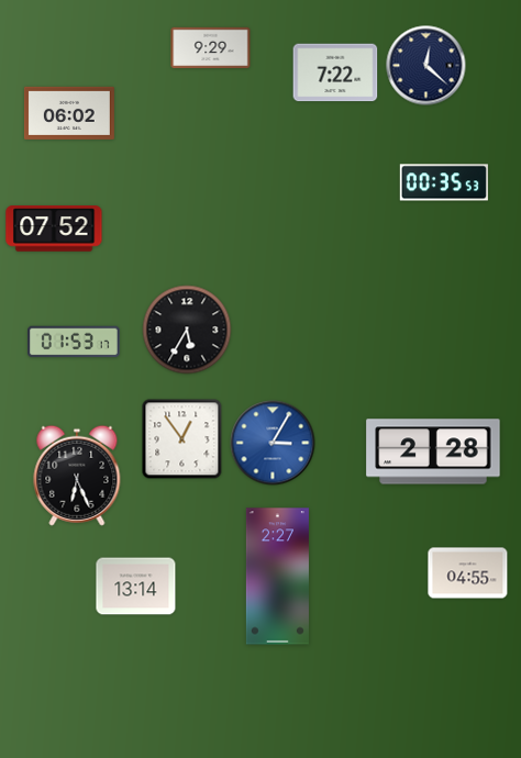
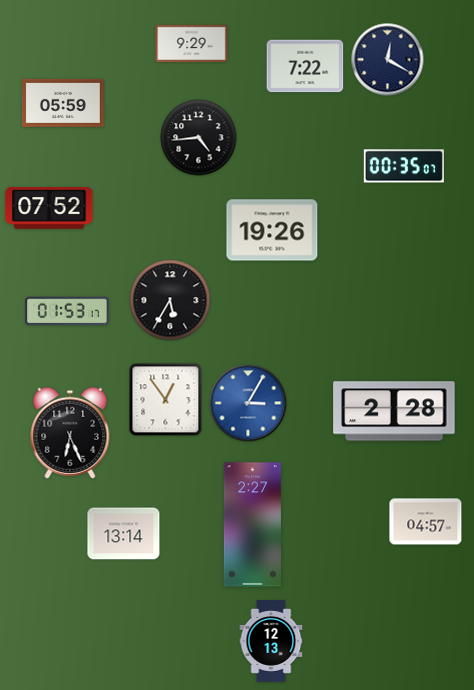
clock at (426, 66): 12:22 -> 12:20
clock at (69, 113): 06:02 -> 05:59
clock at (199, 138): none -> 4:44
clock at (444, 182): 00:35:53 -> 00:35:07
clock at (272, 230): none -> 19:26
clock at (468, 573): 04:55 -> 04:57
clock at (271, 641): none -> 12:13
